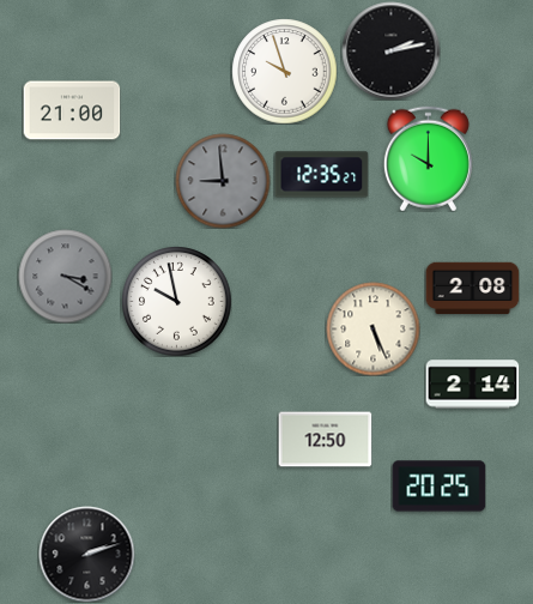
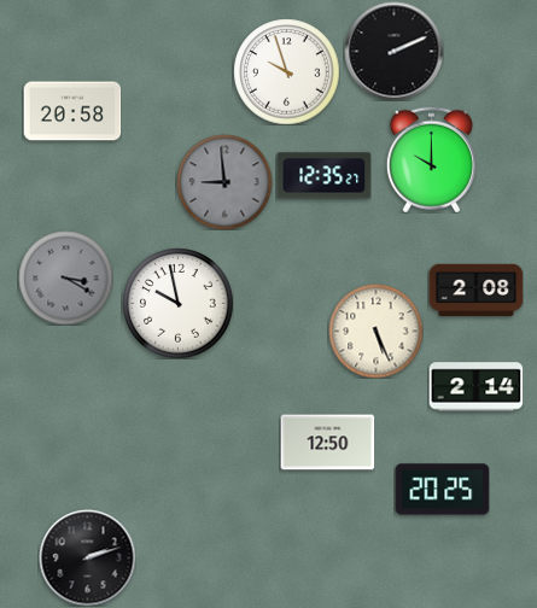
clock at (390, 50): 2:13 -> 2:11
clock at (72, 110): 21:00 -> 20:58
